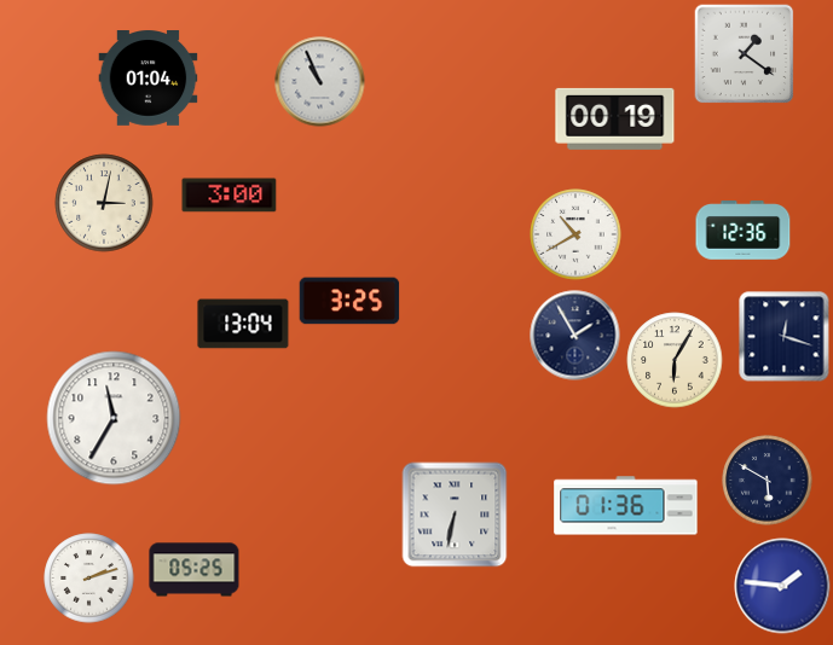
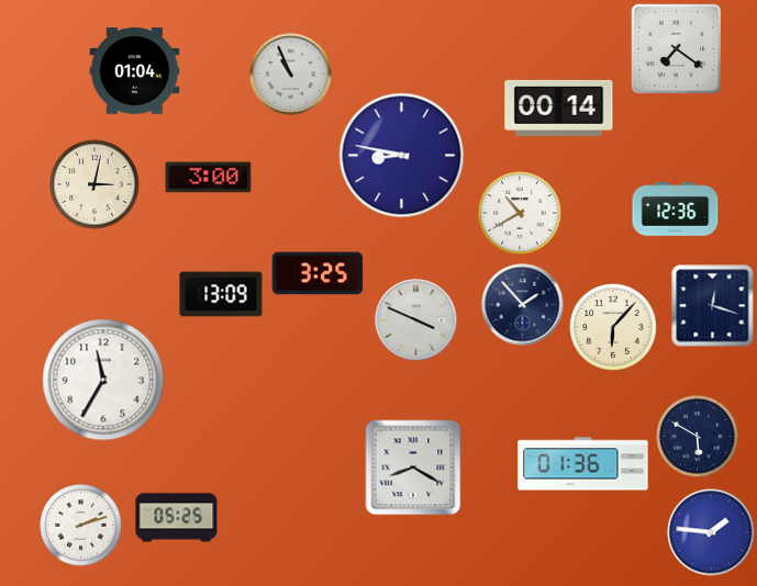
clock at (745, 54): 1:21 -> 7:21
clock at (615, 118): 00:19 -> 00:14
clock at (402, 156): none -> 8:47
clock at (575, 234) position: (575, 234) -> (520, 213)
clock at (243, 324): 13:04 -> 13:09
clock at (575, 336): 1:55 -> 1:53
clock at (416, 320): none -> 3:49
clock at (675, 360): 6:05 -> 6:07
clock at (626, 506) position: (626, 506) -> (583, 464)
clock at (455, 515): 6:32 -> 8:20
